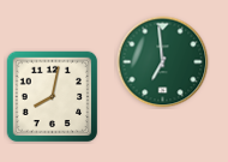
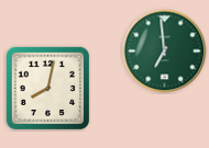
clock at (163, 62) position: (163, 62) -> (165, 52)
